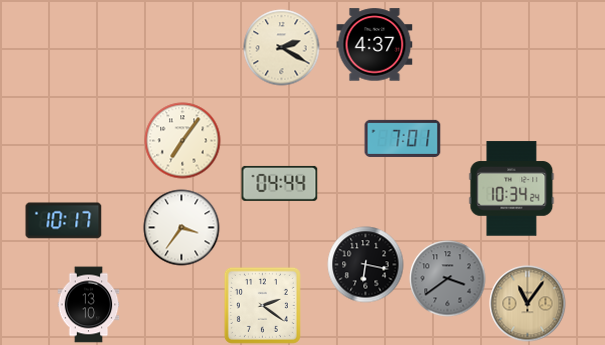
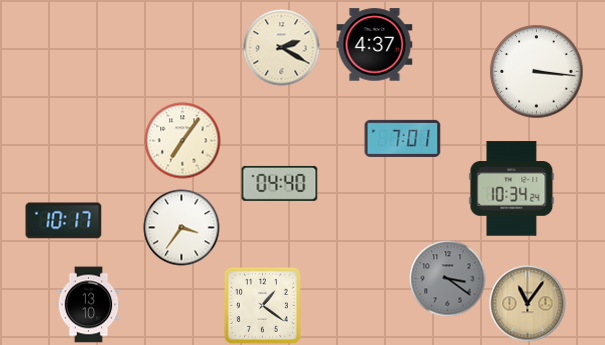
clock at (537, 72): none -> 3:16
clock at (280, 183): 04:44 -> 04:40
clock at (366, 265): 6:17 -> none
clock at (448, 279): 3:39 -> 3:21
clock at (262, 305): 2:21 -> 1:21
